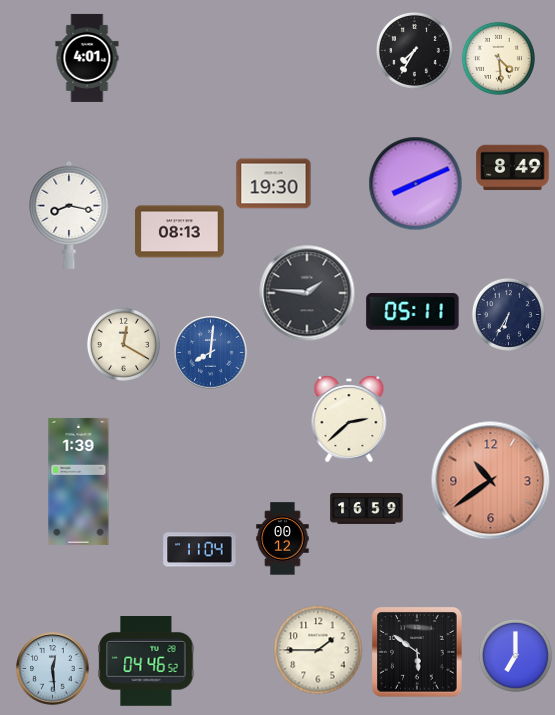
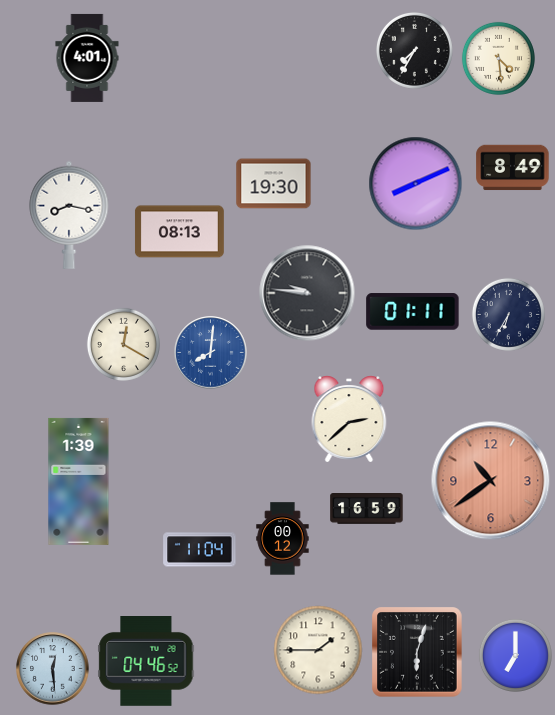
clock at (307, 293): 1:46 -> 9:46
clock at (413, 312): 05:11 -> 01:11
clock at (417, 652): 5:51 -> 6:03
